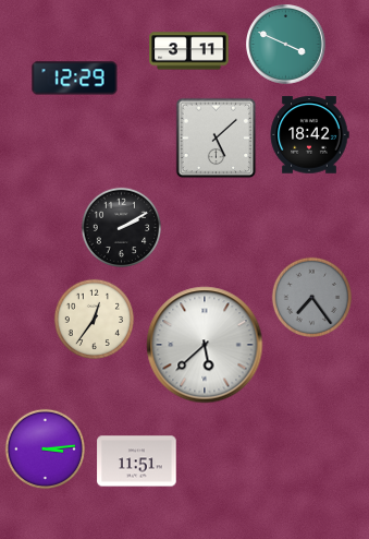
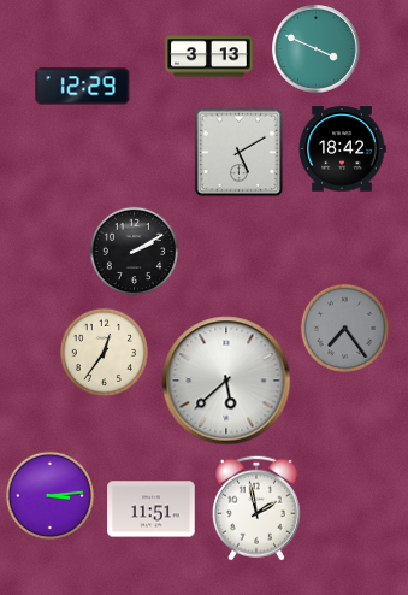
clock at (189, 51): 3:11 -> 3:13
clock at (217, 139): 5:08 -> 5:10
clock at (256, 508): none -> 1:58
